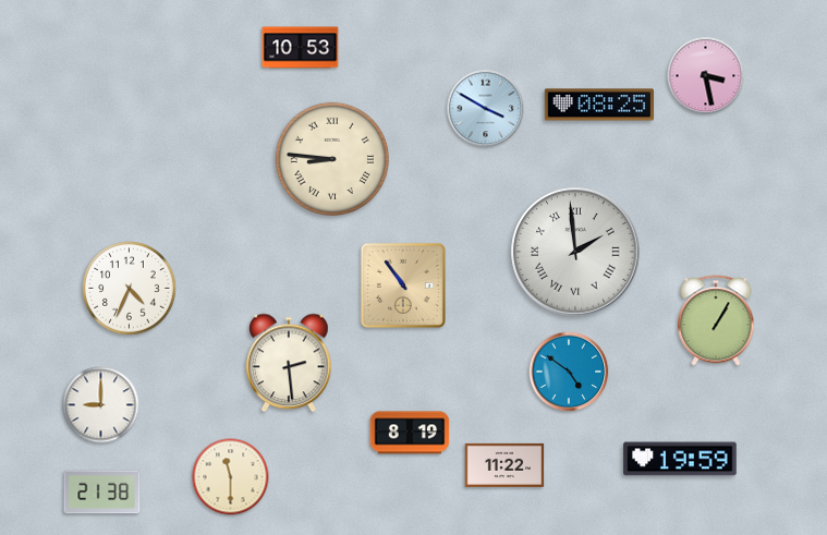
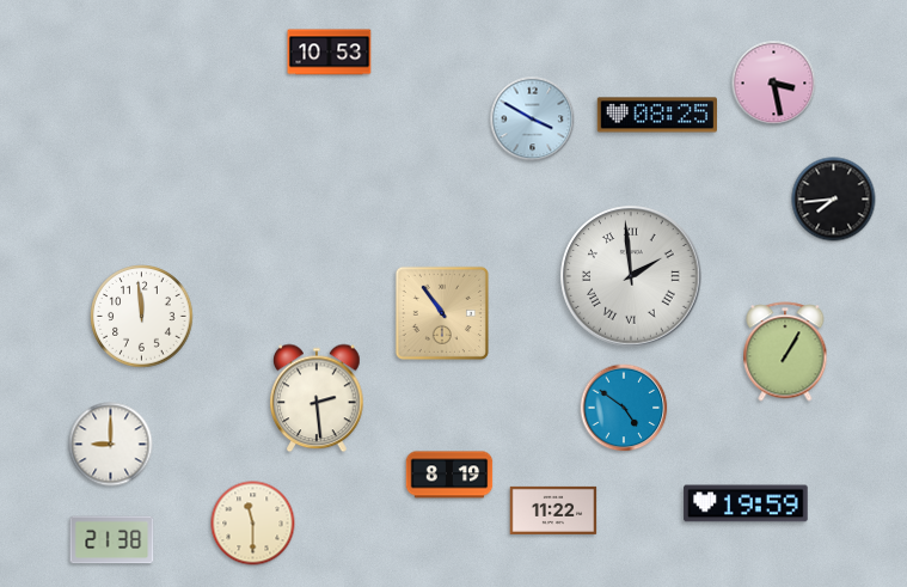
clock at (332, 159): 8:46 -> none
clock at (834, 200): none -> 7:44
clock at (130, 289): 4:34 -> 11:59
